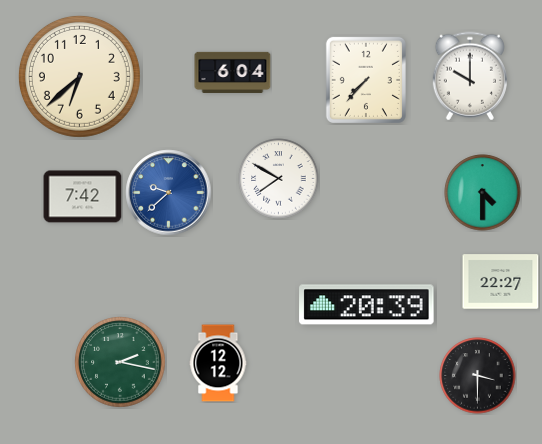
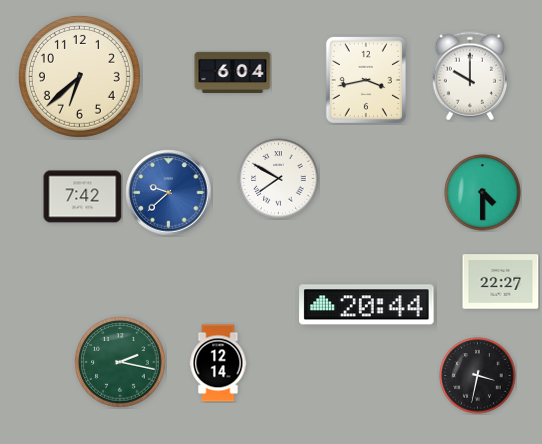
clock at (366, 80): 7:37 -> 3:43
clock at (367, 305): 20:39 -> 20:44
clock at (218, 363): 12:12 -> 12:14
clock at (478, 376): 3:30 -> 3:32
